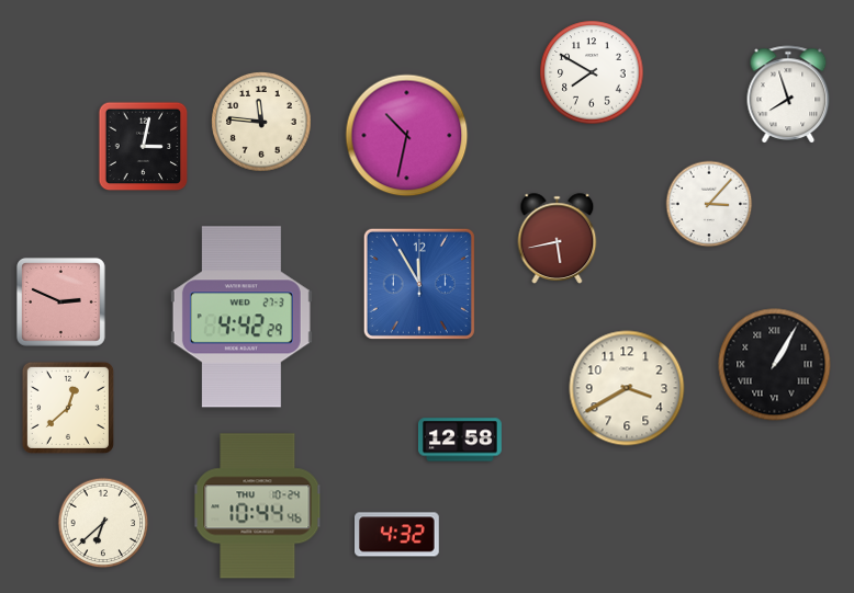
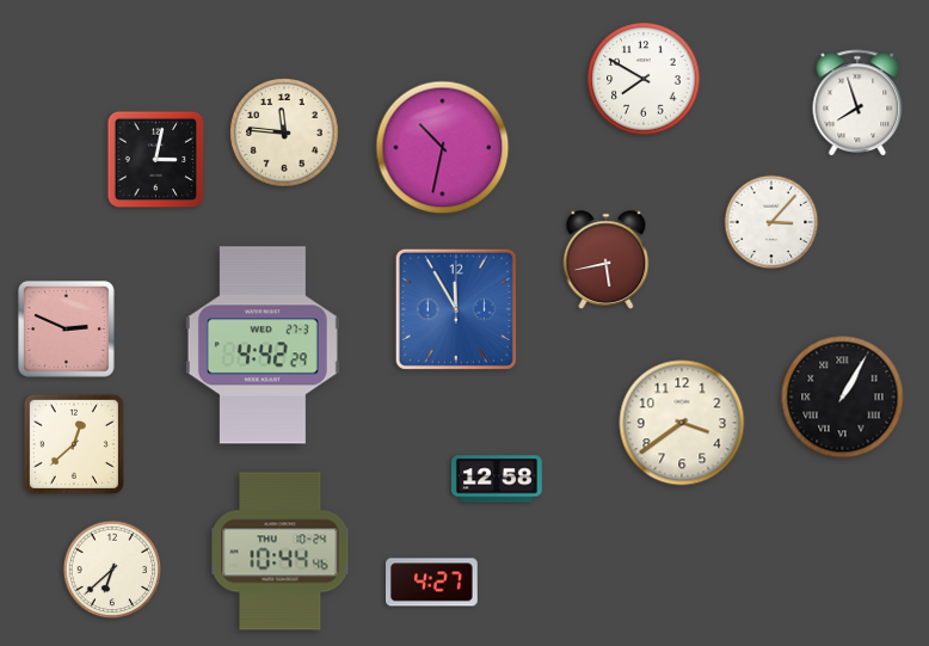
clock at (627, 388): 3:40 -> 3:39
clock at (461, 440) position: (461, 440) -> (498, 479)
clock at (397, 535): 4:32 -> 4:27
